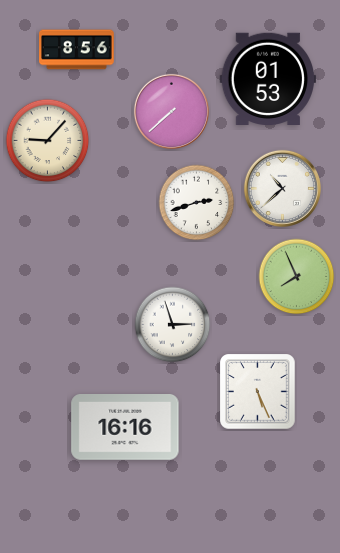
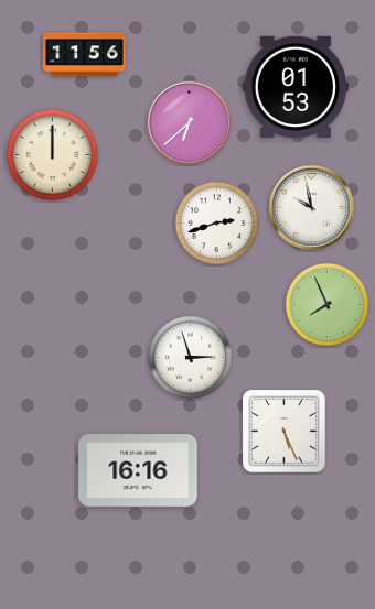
clock at (77, 50): 8:56 -> 11:56
clock at (171, 111): 7:38 -> 6:38
clock at (48, 141): 9:07 -> 12:00
clock at (282, 188): 10:38 -> 9:58
